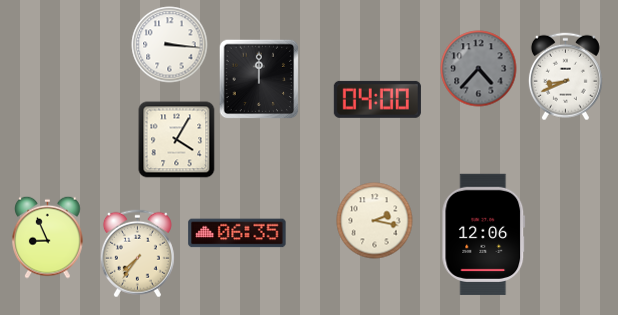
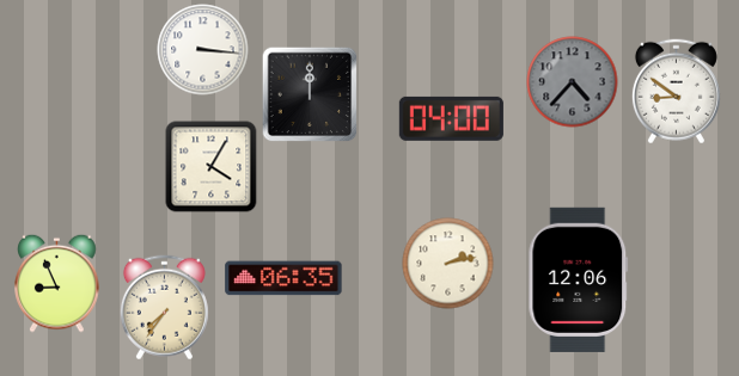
clock at (170, 45) position: (170, 45) -> (203, 50)
clock at (565, 77): 8:41 -> 8:51
clock at (375, 221): 2:17 -> 2:13
clock at (137, 254) position: (137, 254) -> (164, 308)
